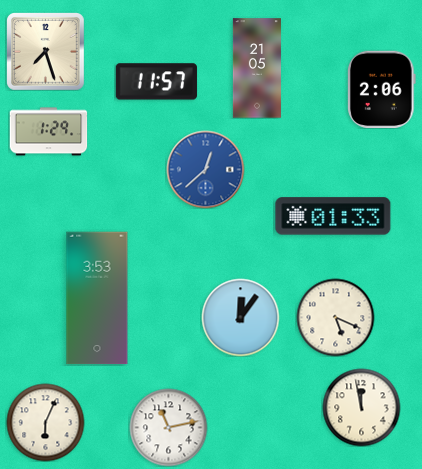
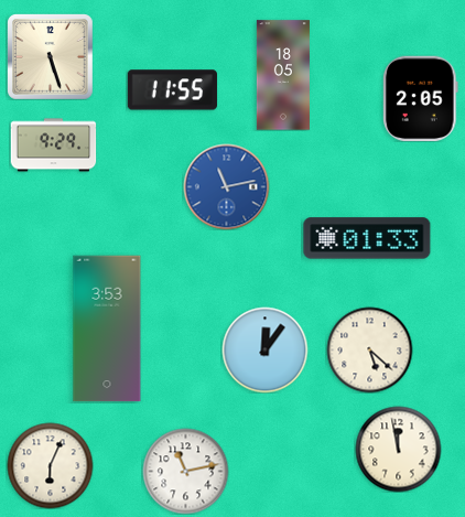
clock at (46, 52): 7:27 -> 5:27
clock at (257, 68): 21:05 -> 18:05
clock at (156, 82): 11:57 -> 11:55
clock at (381, 89): 2:06 -> 2:05
clock at (48, 132): 1:29 -> 9:29
clock at (205, 169): 12:38 -> 11:13
clock at (335, 317): 5:19 -> 5:22
